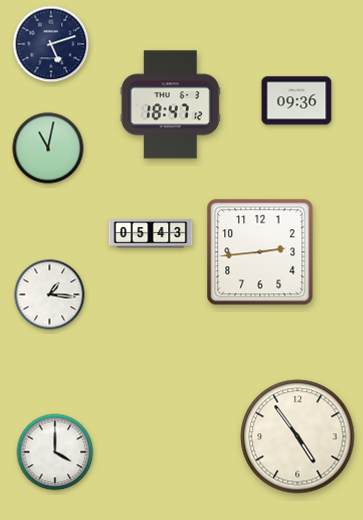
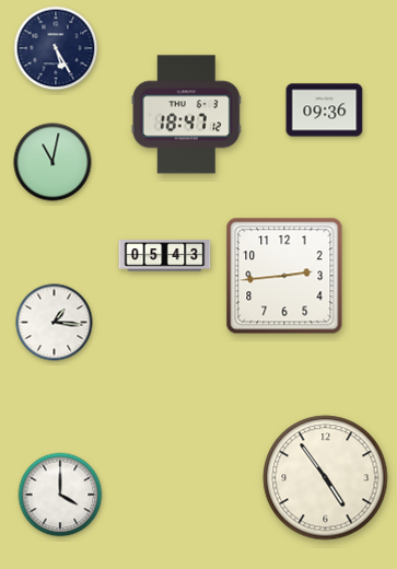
clock at (51, 44): 5:12 -> 5:25
